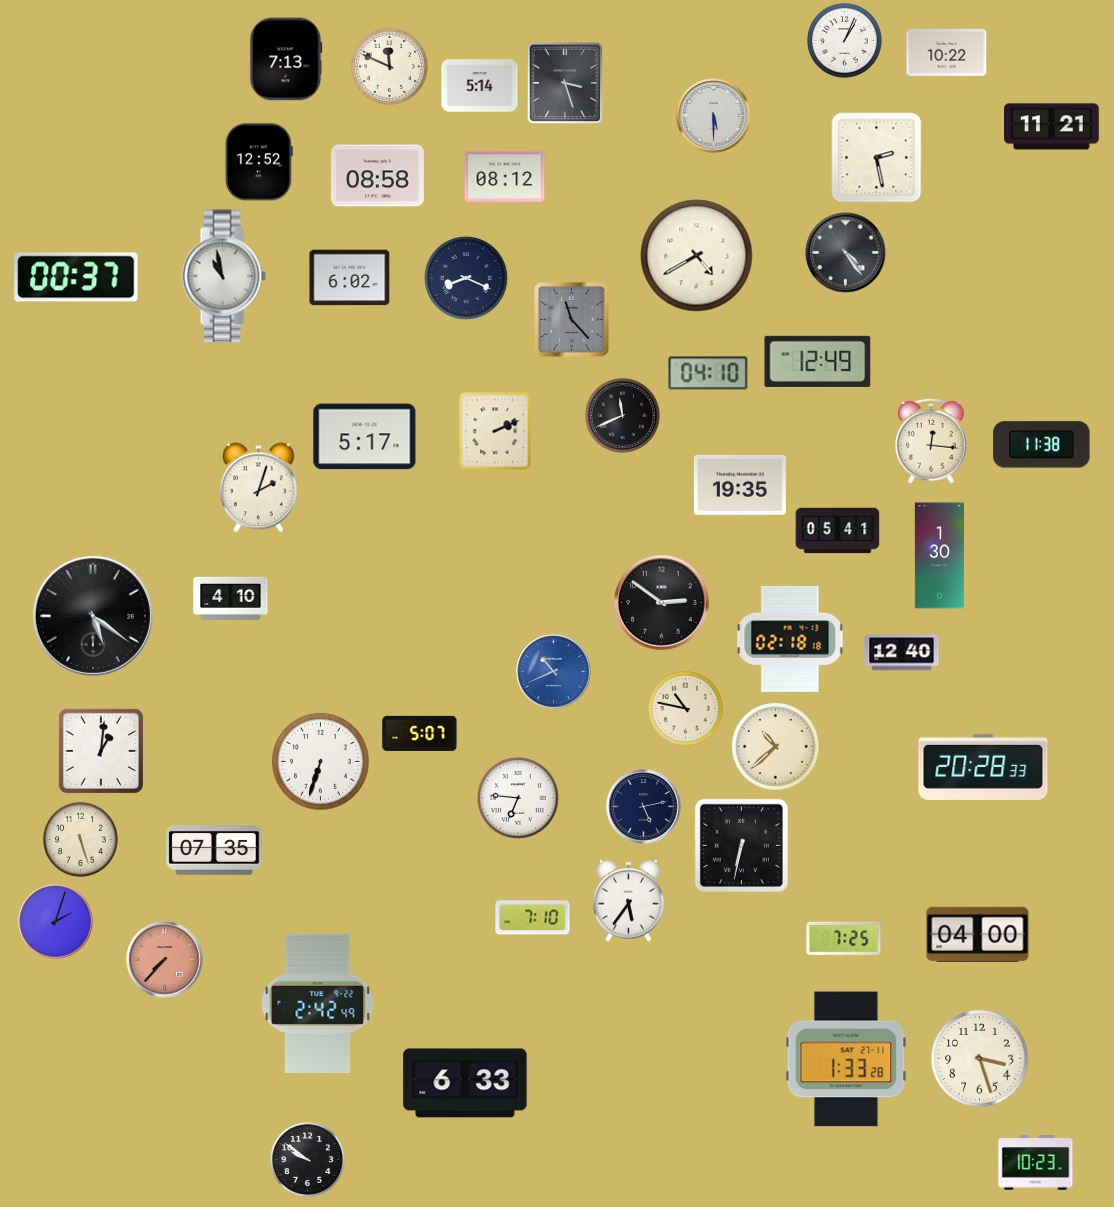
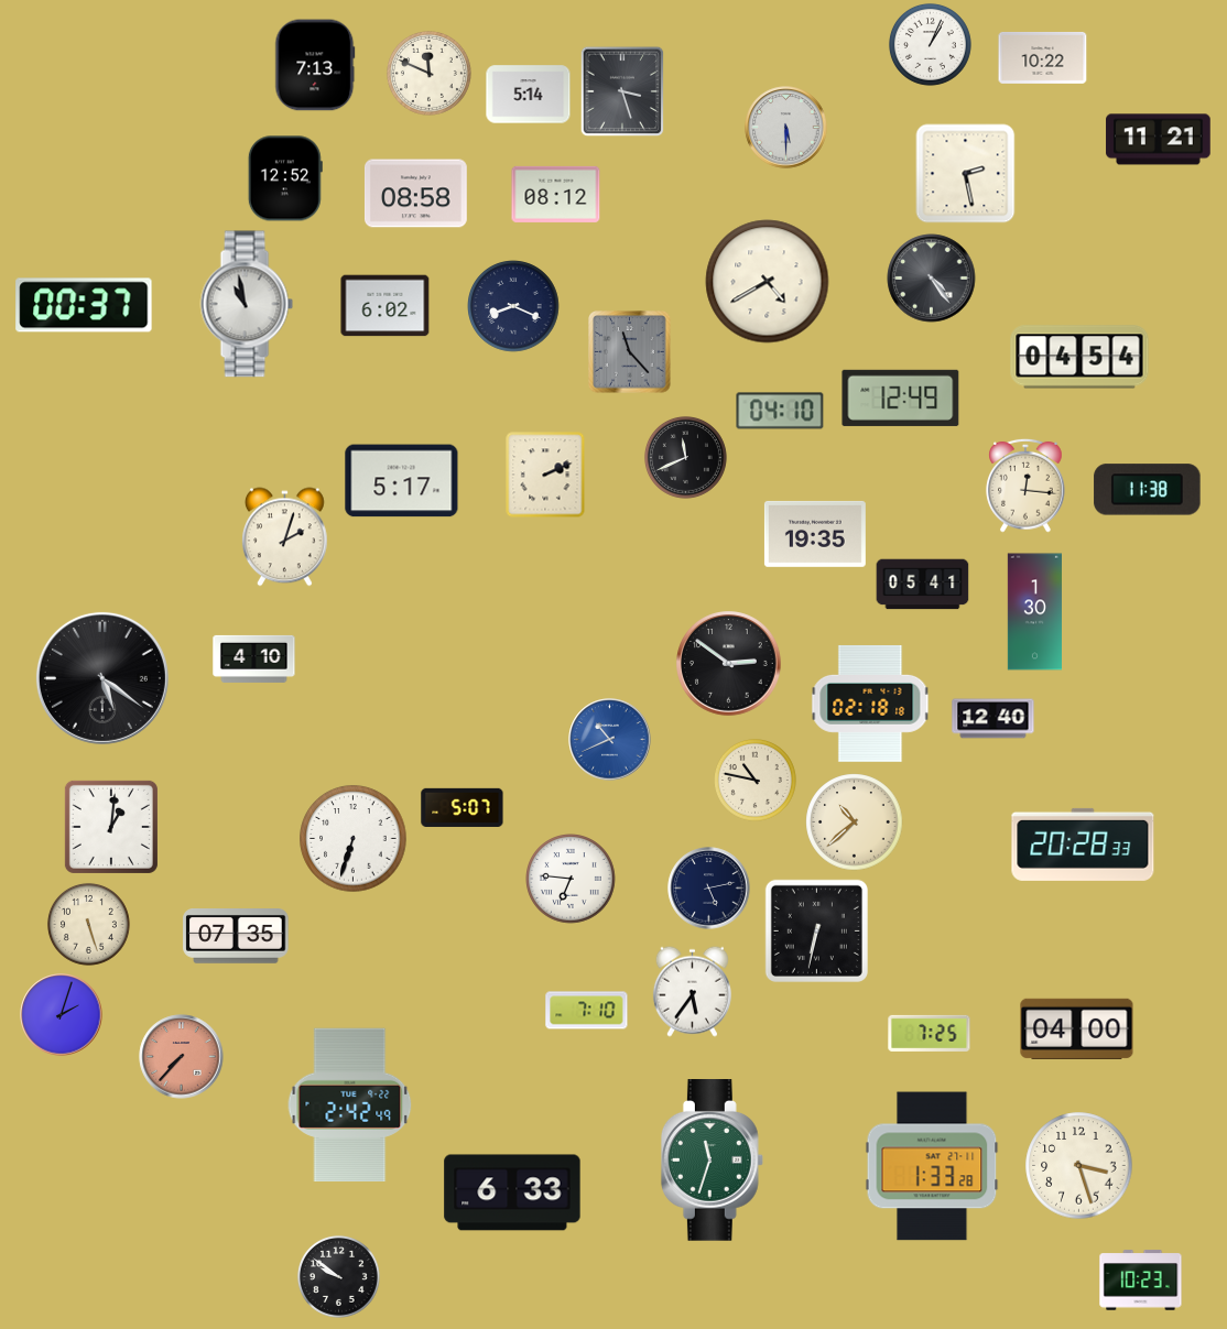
clock at (1079, 357): none -> 04:54
clock at (712, 1161): none -> 11:33
